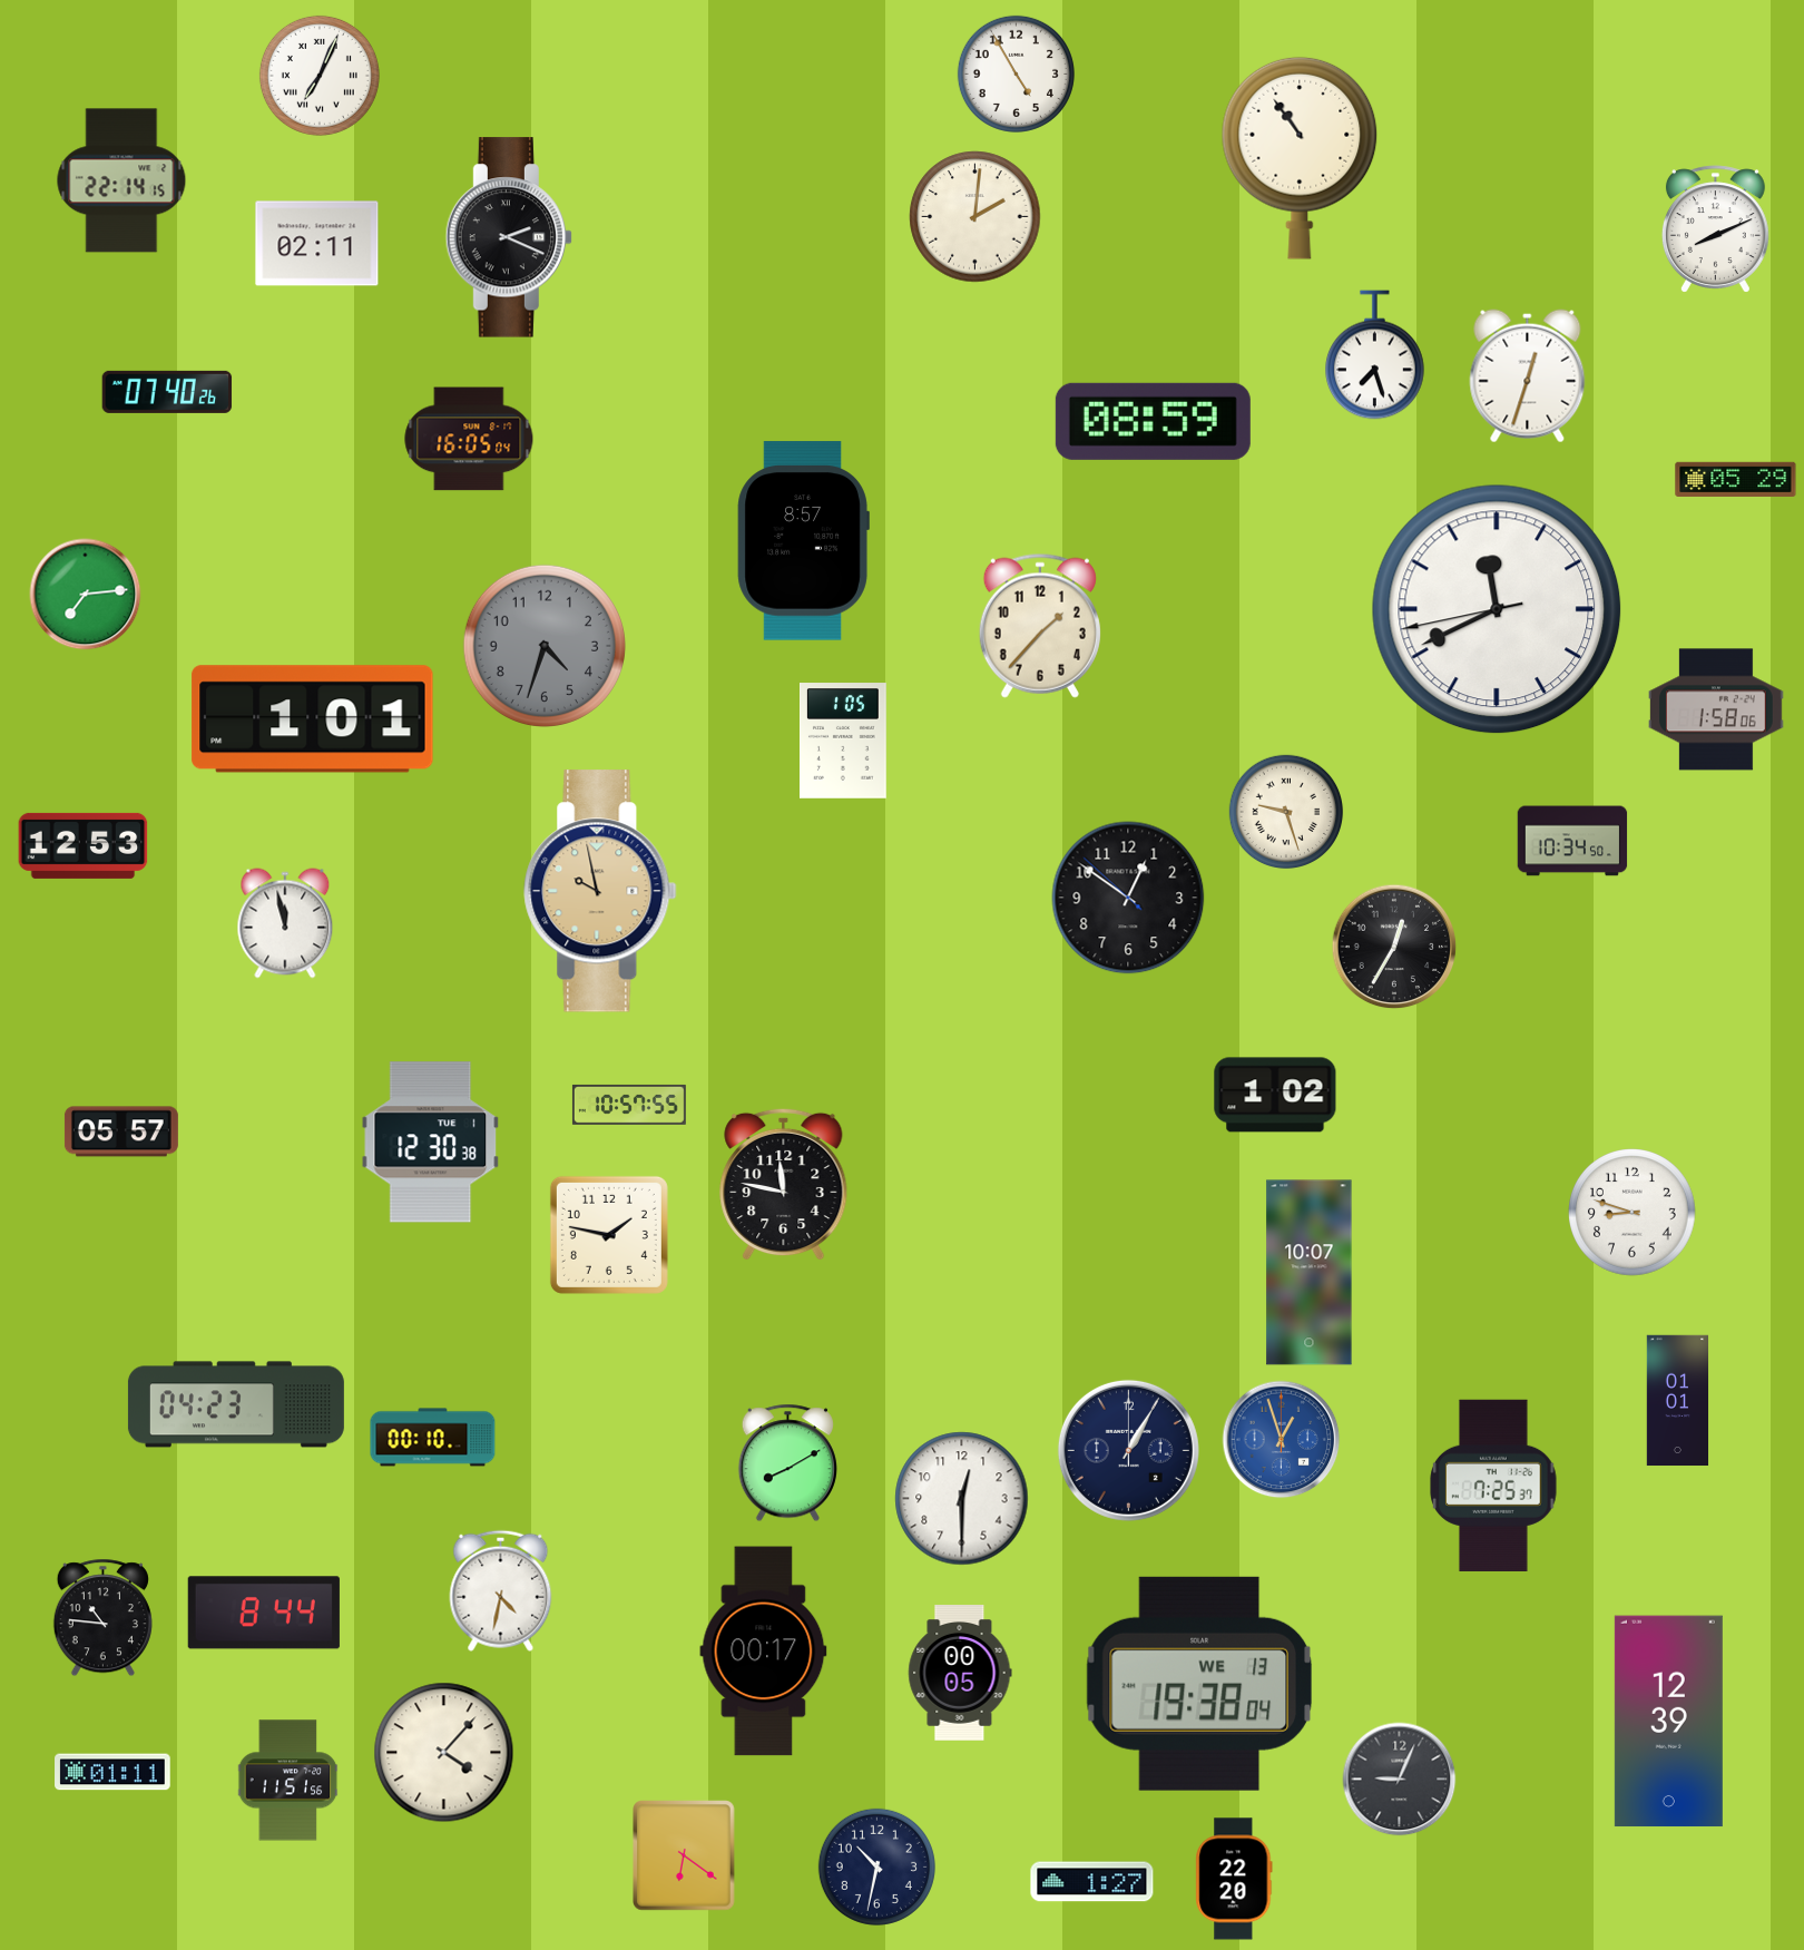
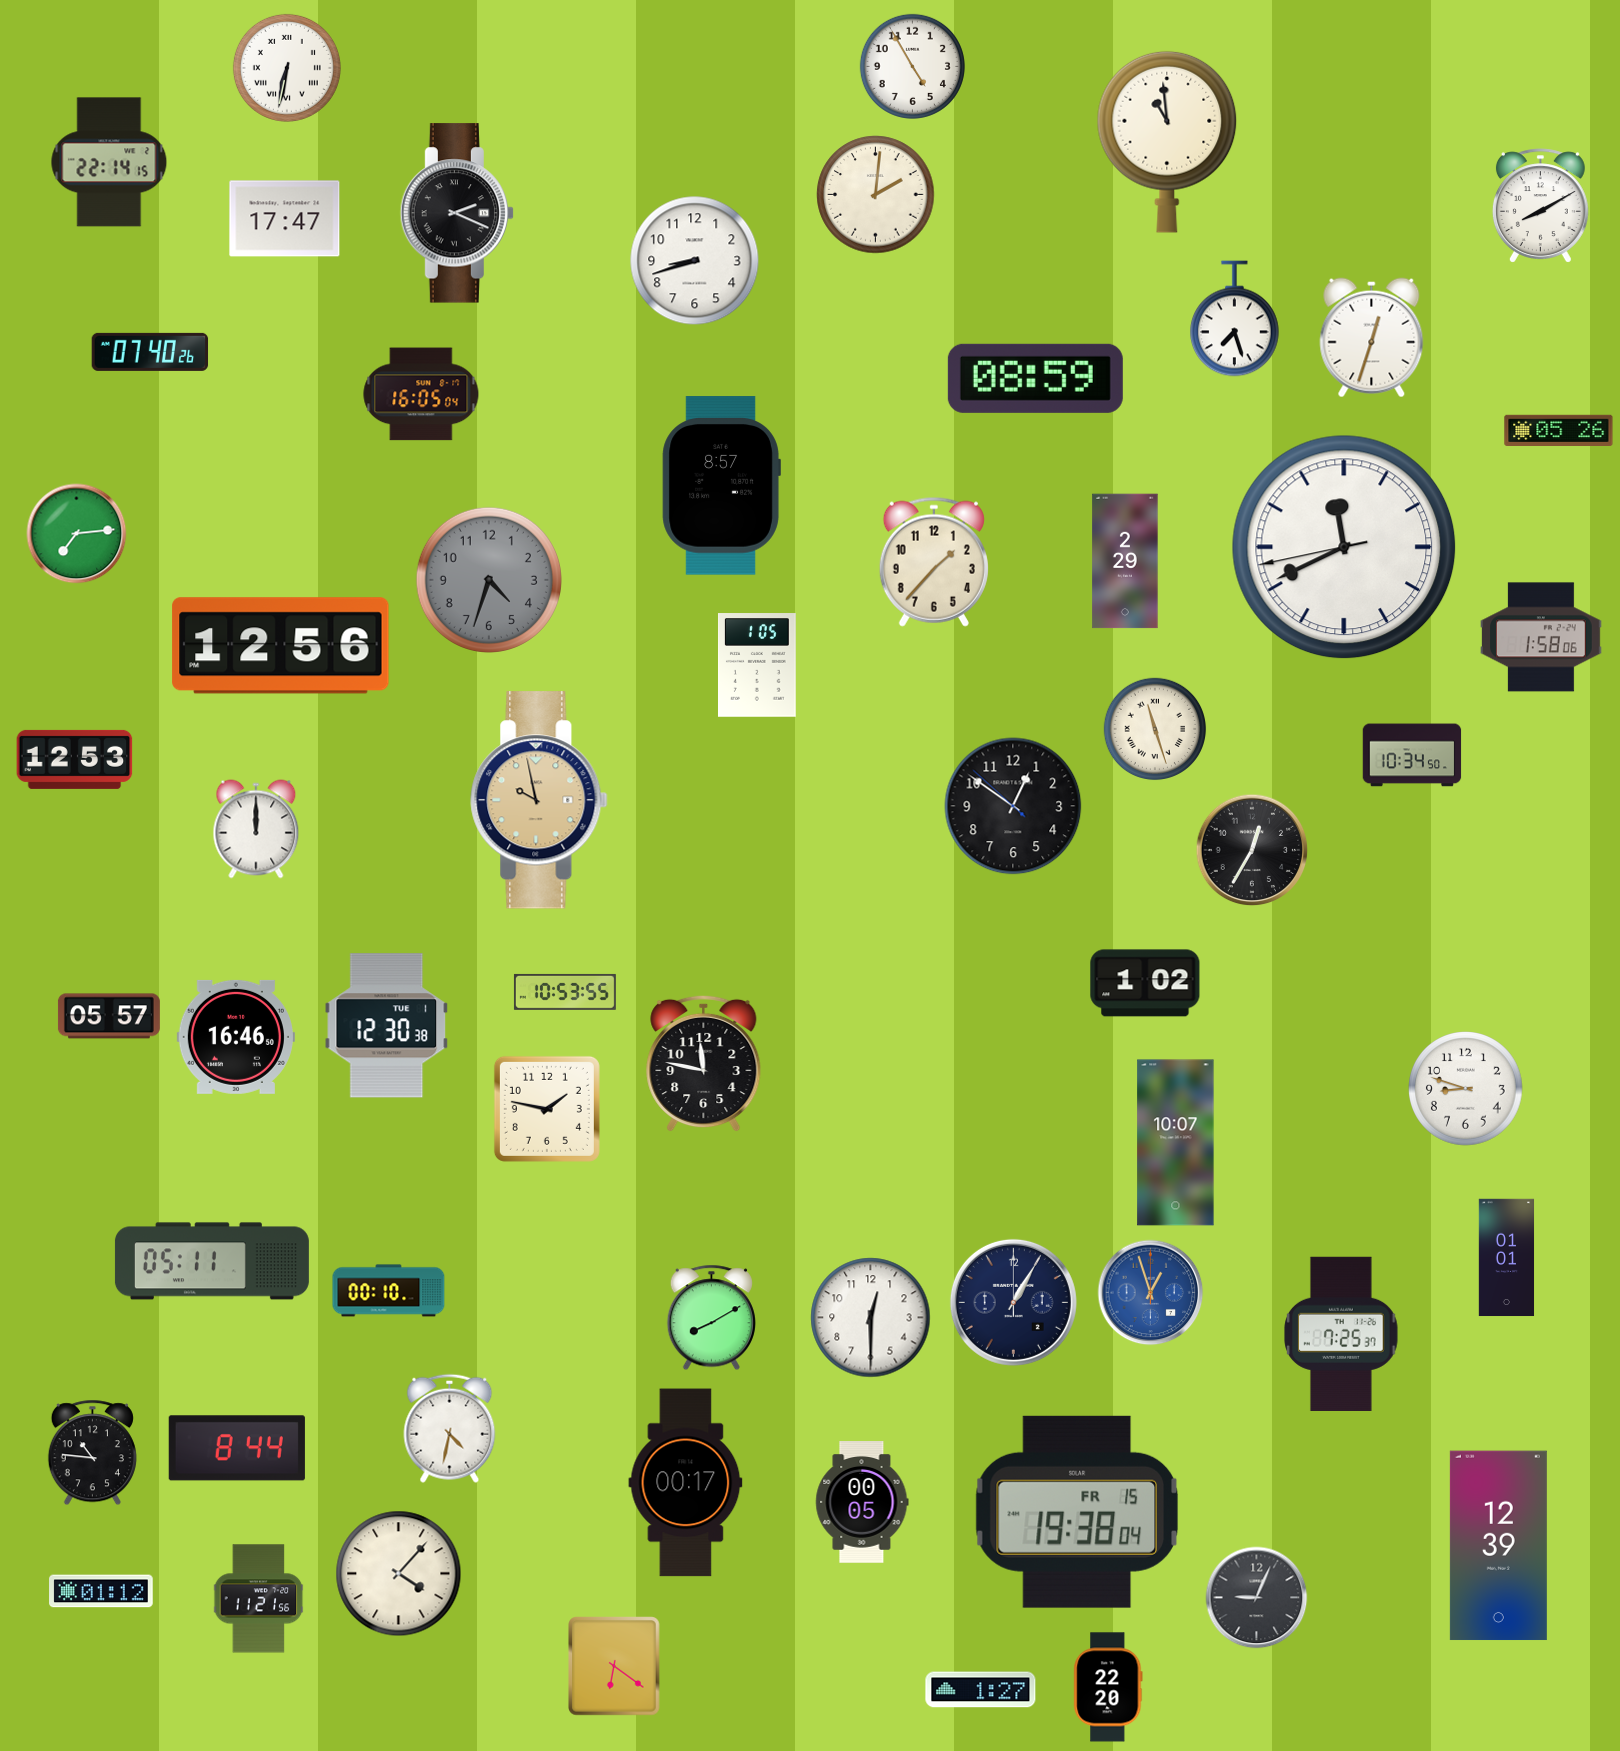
clock at (320, 76): 7:04 -> 6:32
clock at (1300, 158): 10:54 -> 10:59
clock at (1715, 229): 8:11 -> 8:10
clock at (317, 244): 02:11 -> 17:47
clock at (695, 261): none -> 8:42
clock at (1736, 479): 05:29 -> 05:26
clock at (1125, 561): none -> 2:29
clock at (313, 719): 1:01 -> 12:56
clock at (1286, 812): 9:27 -> 11:27
clock at (285, 923): 11:58 -> 12:00
clock at (629, 1105): 10:57 -> 10:53
clock at (236, 1037): none -> 16:46
clock at (236, 1404): 04:23 -> 05:11
clock at (787, 1463) position: (787, 1463) -> (711, 1318)
clock at (962, 1499) position: (962, 1499) -> (871, 1318)
clock at (1198, 1684) date: WE 13 -> FR 15
clock at (112, 1772): 01:11 -> 01:12
clock at (288, 1781): 11:51 -> 11:21
clock at (876, 1866): 10:32 -> none
